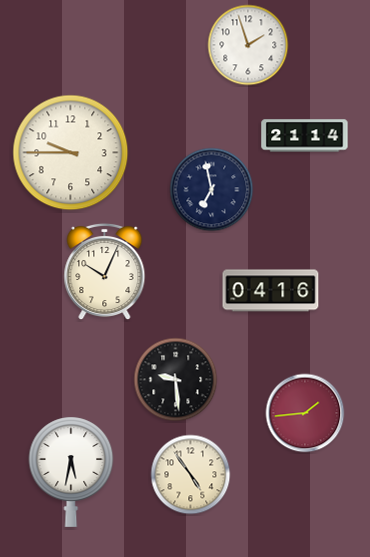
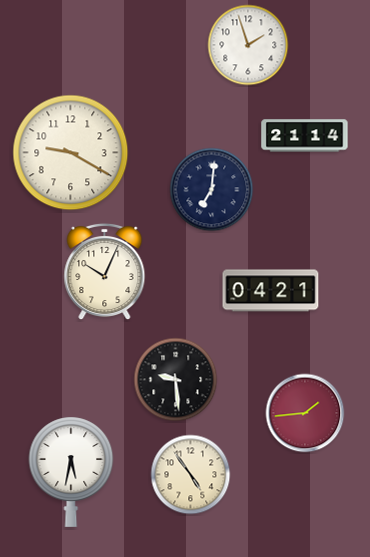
clock at (71, 153): 9:45 -> 9:20
clock at (212, 190): 6:58 -> 7:01
clock at (271, 291): 04:16 -> 04:21
